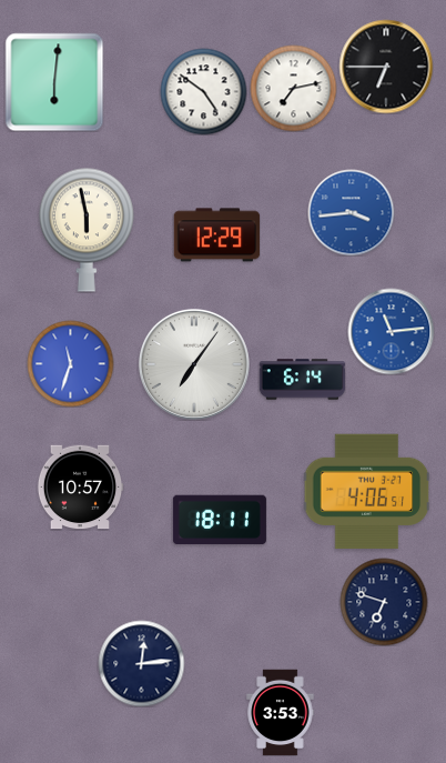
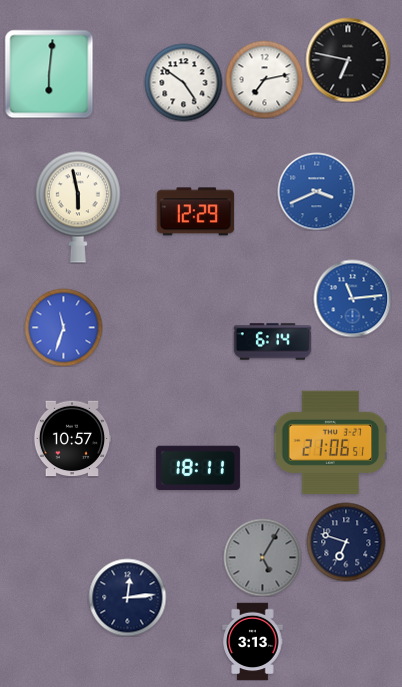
clock at (386, 67): 6:45 -> 6:47
clock at (351, 212): 3:44 -> 3:41
clock at (194, 364): 7:06 -> none
clock at (366, 492): 4:06 -> 21:06
clock at (262, 557): none -> 5:05
clock at (281, 712): 3:53 -> 3:13
